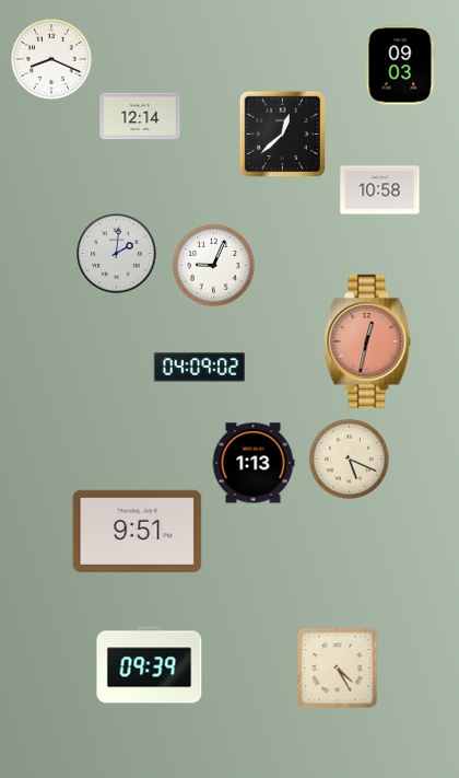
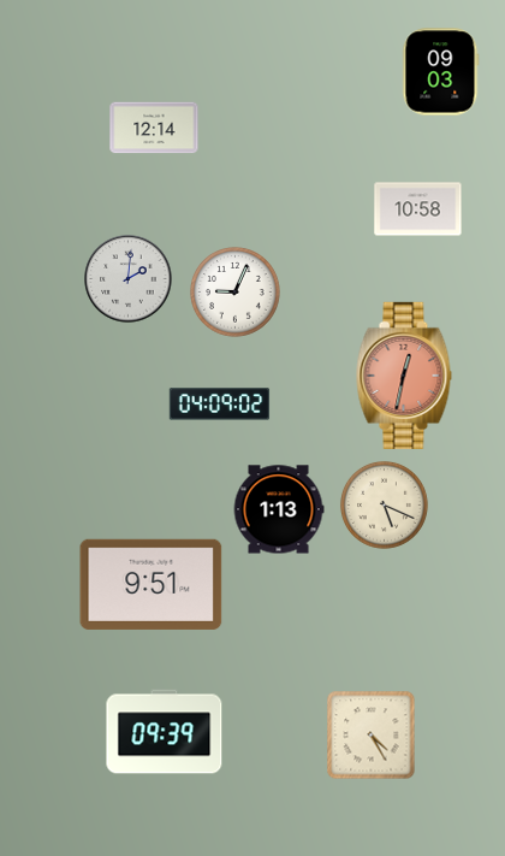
clock at (52, 60): 8:19 -> none
clock at (283, 135): 12:38 -> none
